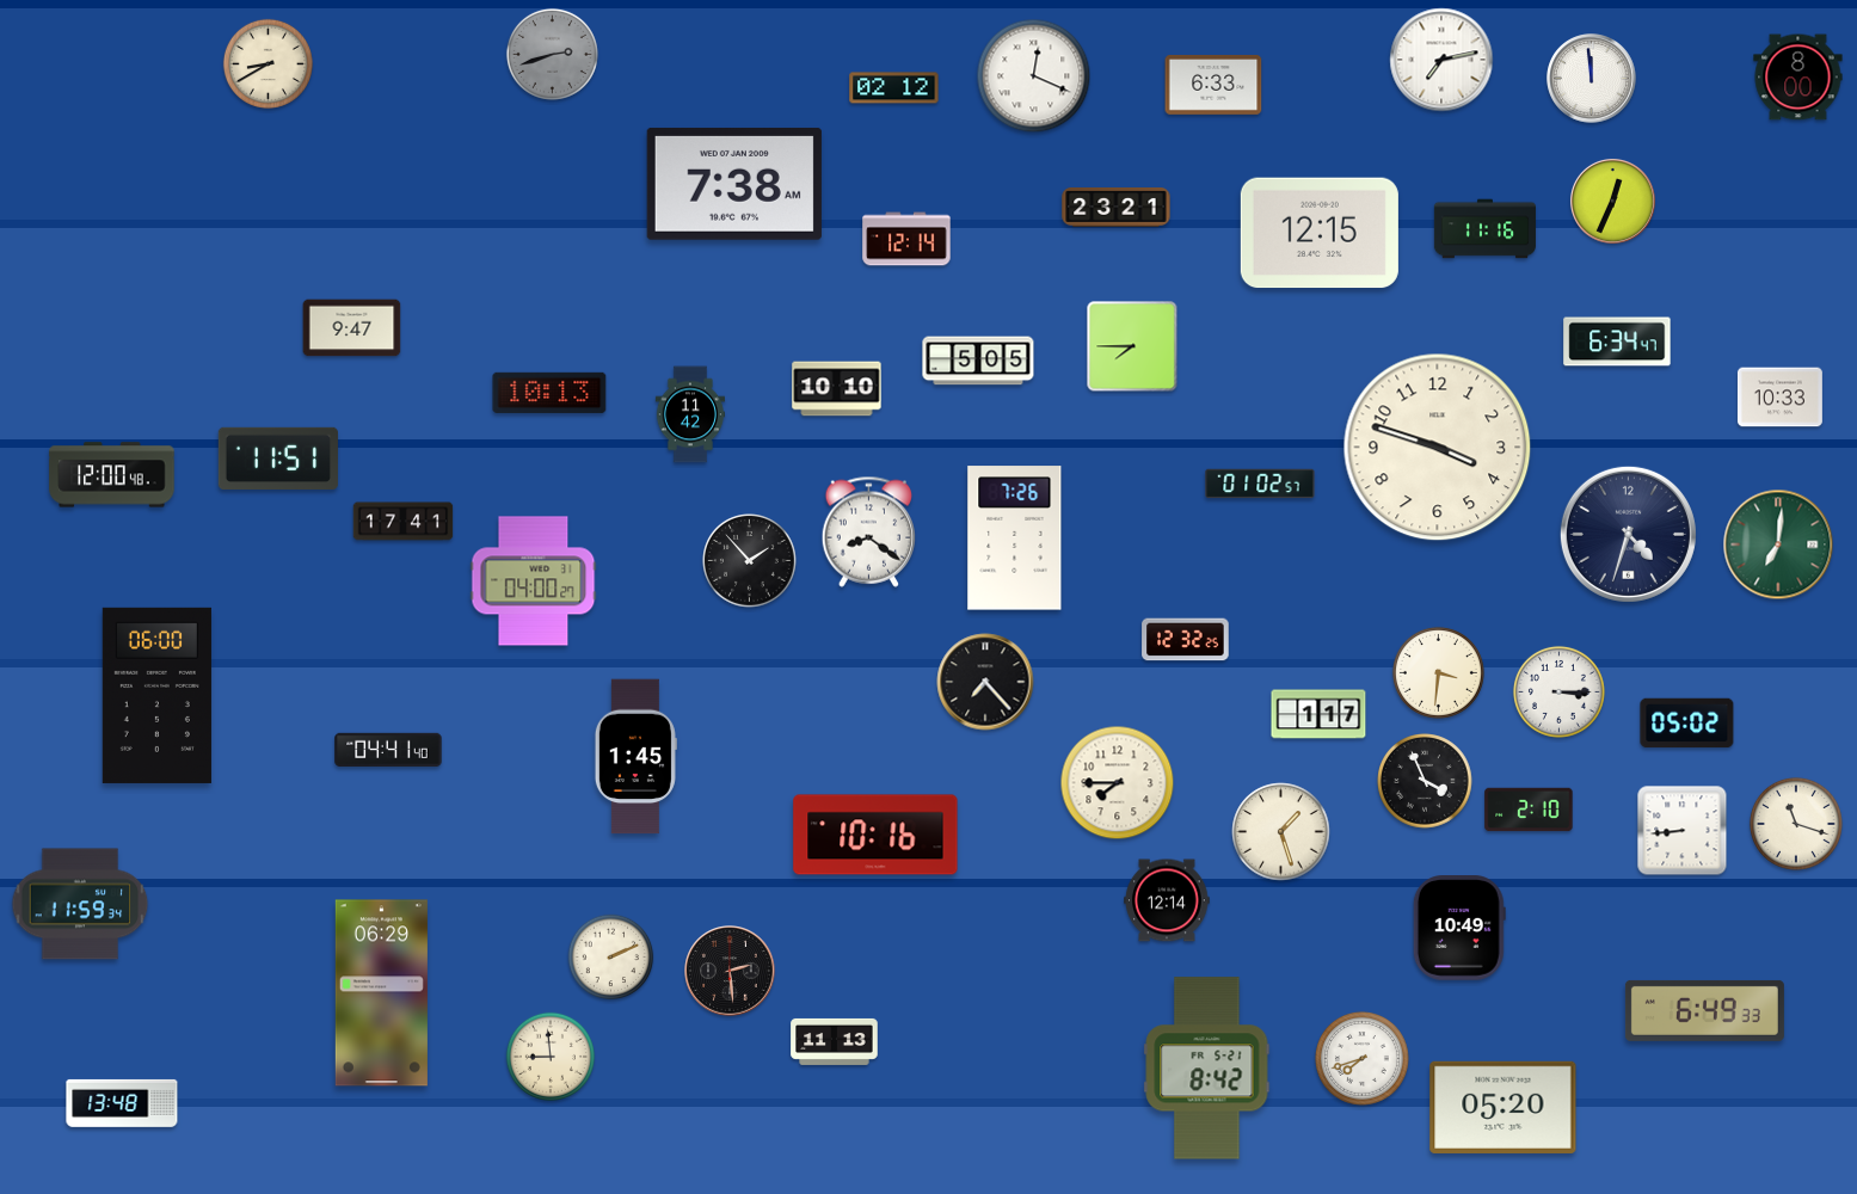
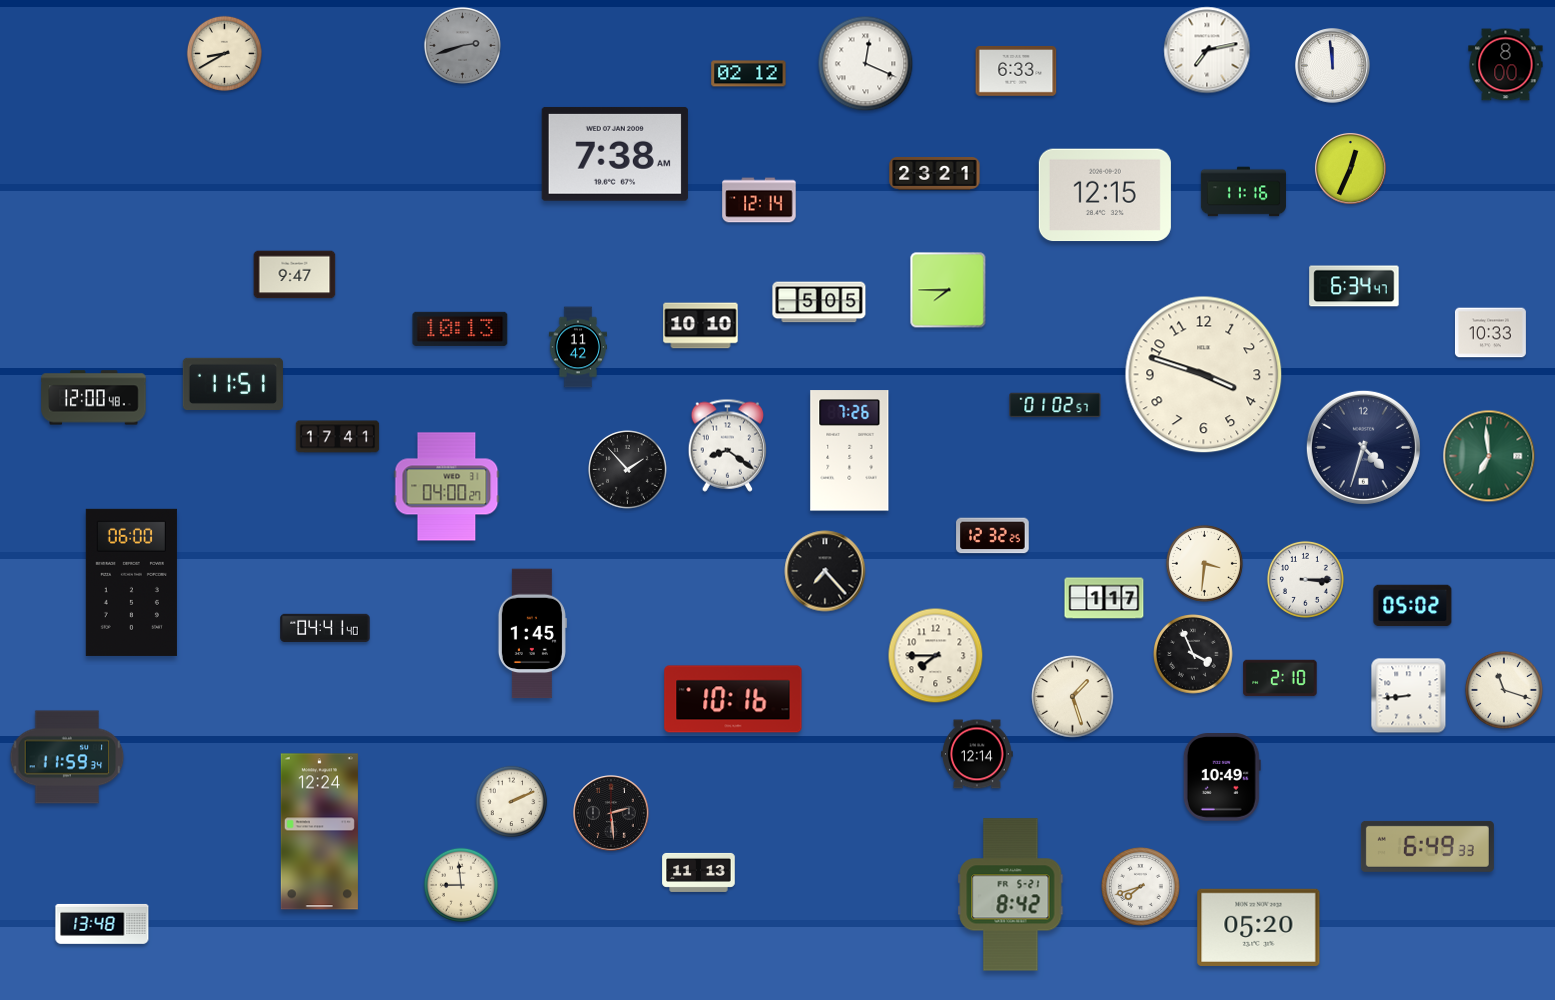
clock at (1778, 544): 7:01 -> 6:59
clock at (381, 993): 06:29 -> 12:24
